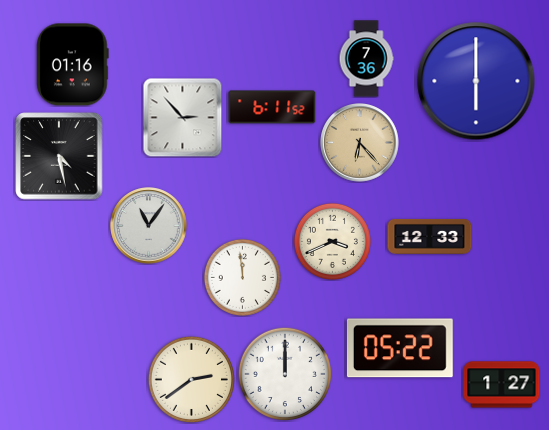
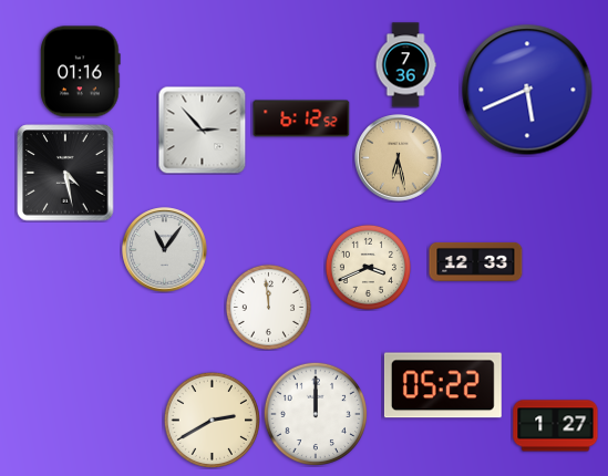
clock at (476, 81): 6:00 -> 5:41
clock at (272, 107): 6:11 -> 6:12
clock at (360, 143): 6:23 -> 6:28
clock at (191, 379): 2:39 -> 2:40
